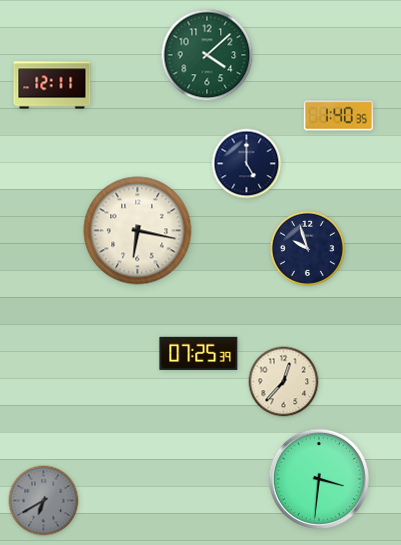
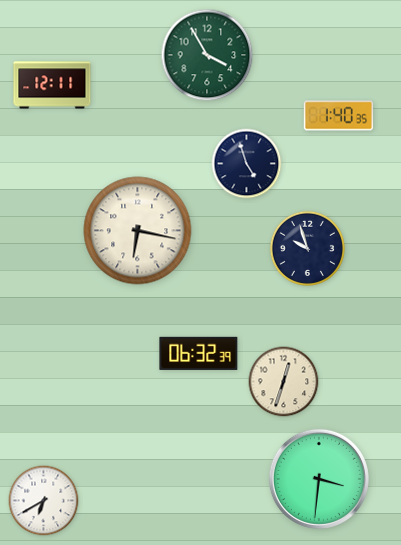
clock at (207, 55): 4:08 -> 3:55
clock at (247, 164): 5:00 -> 4:57
clock at (199, 353): 07:25 -> 06:32
clock at (284, 382): 12:37 -> 12:33
clock at (44, 501) dial: grey -> white
